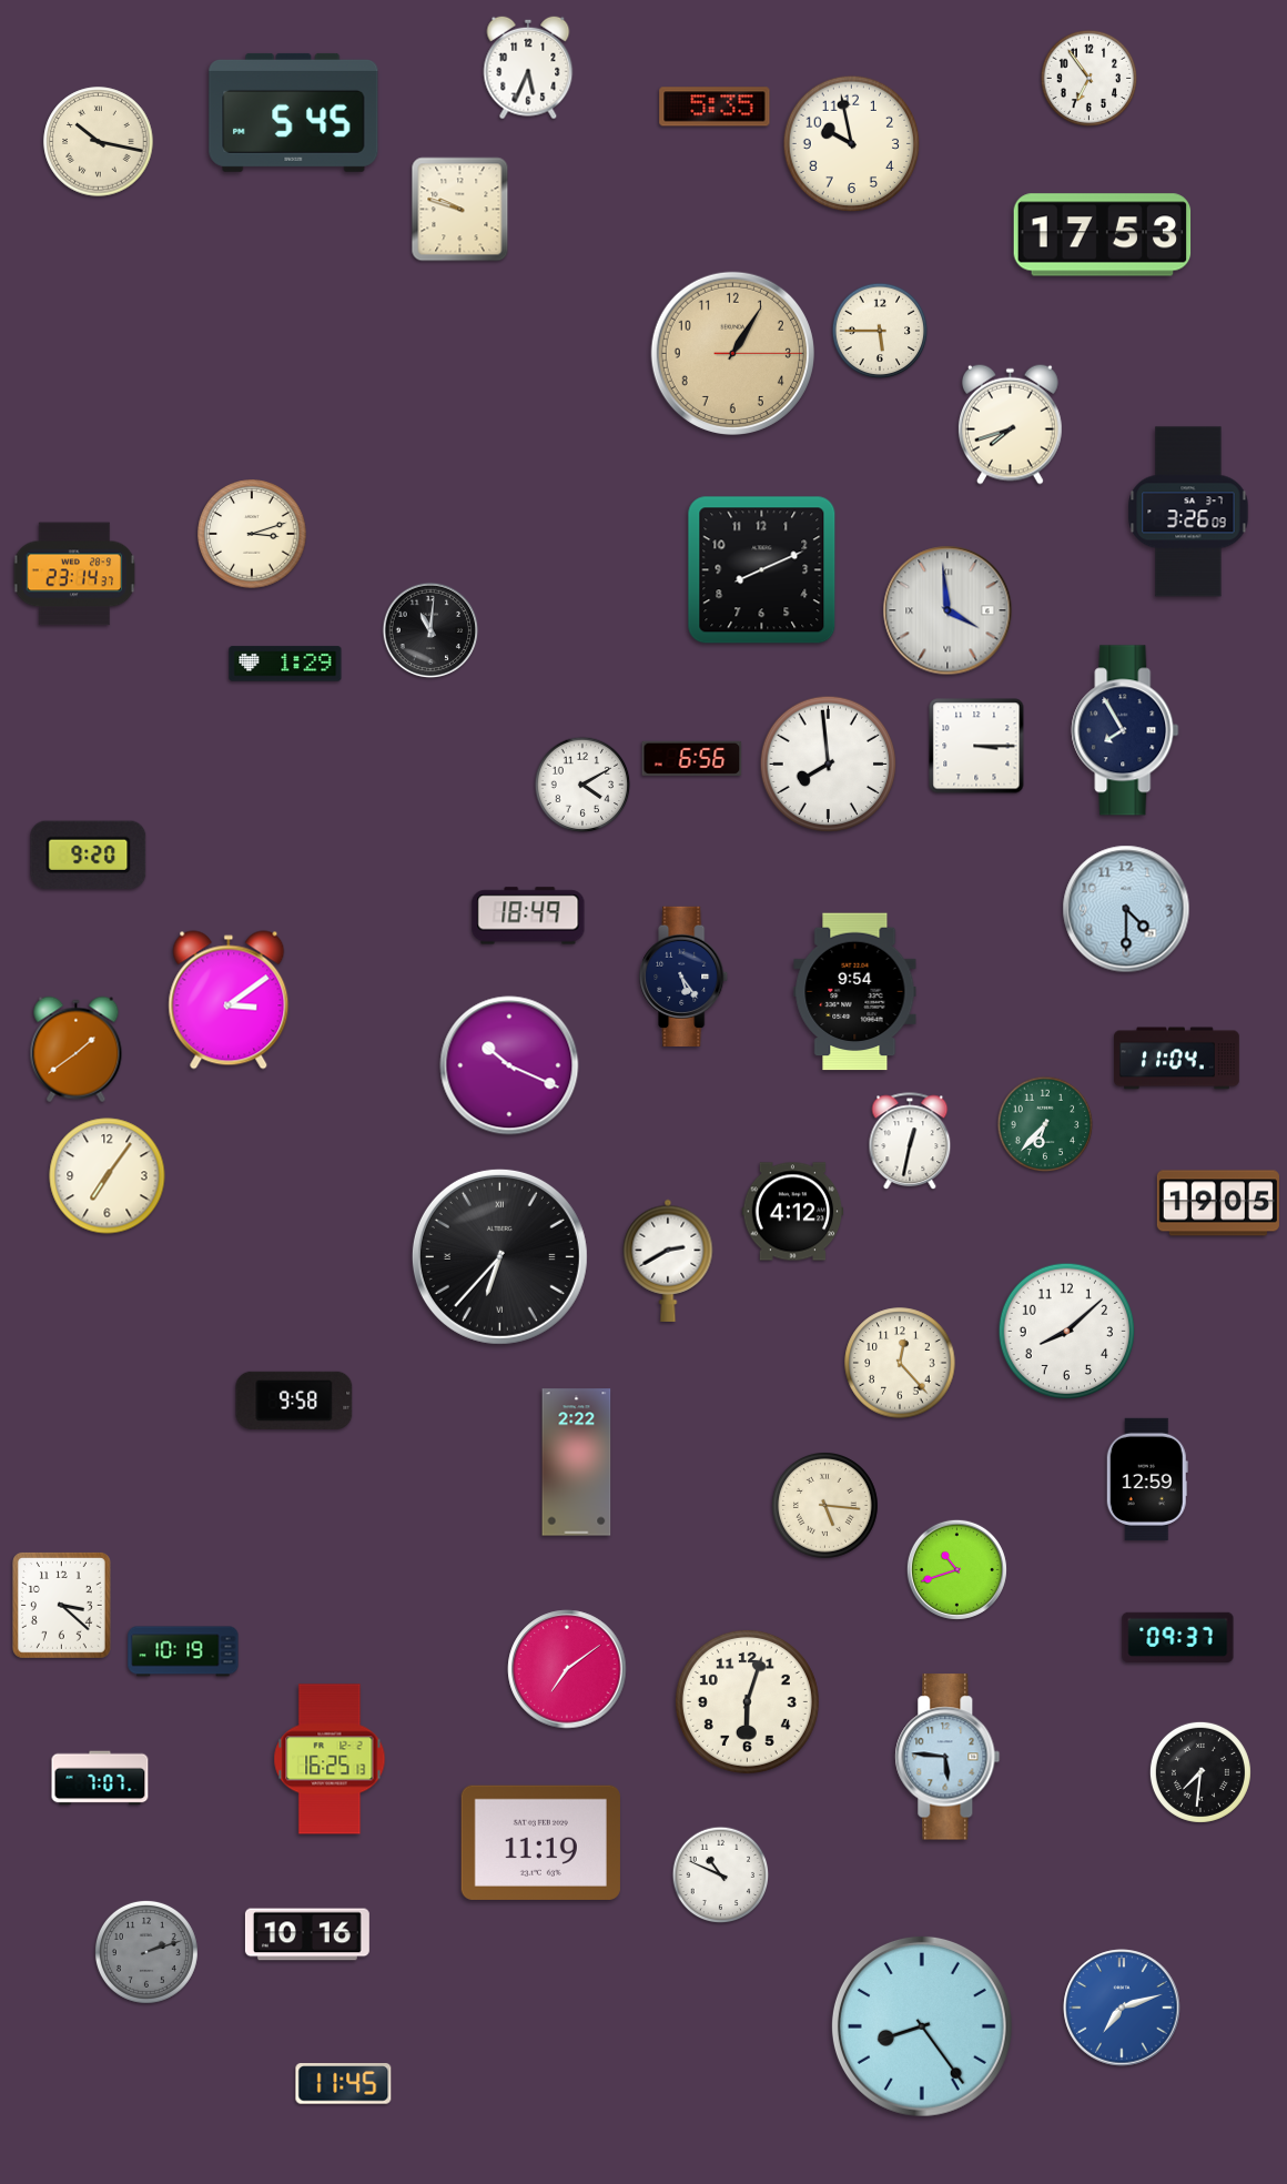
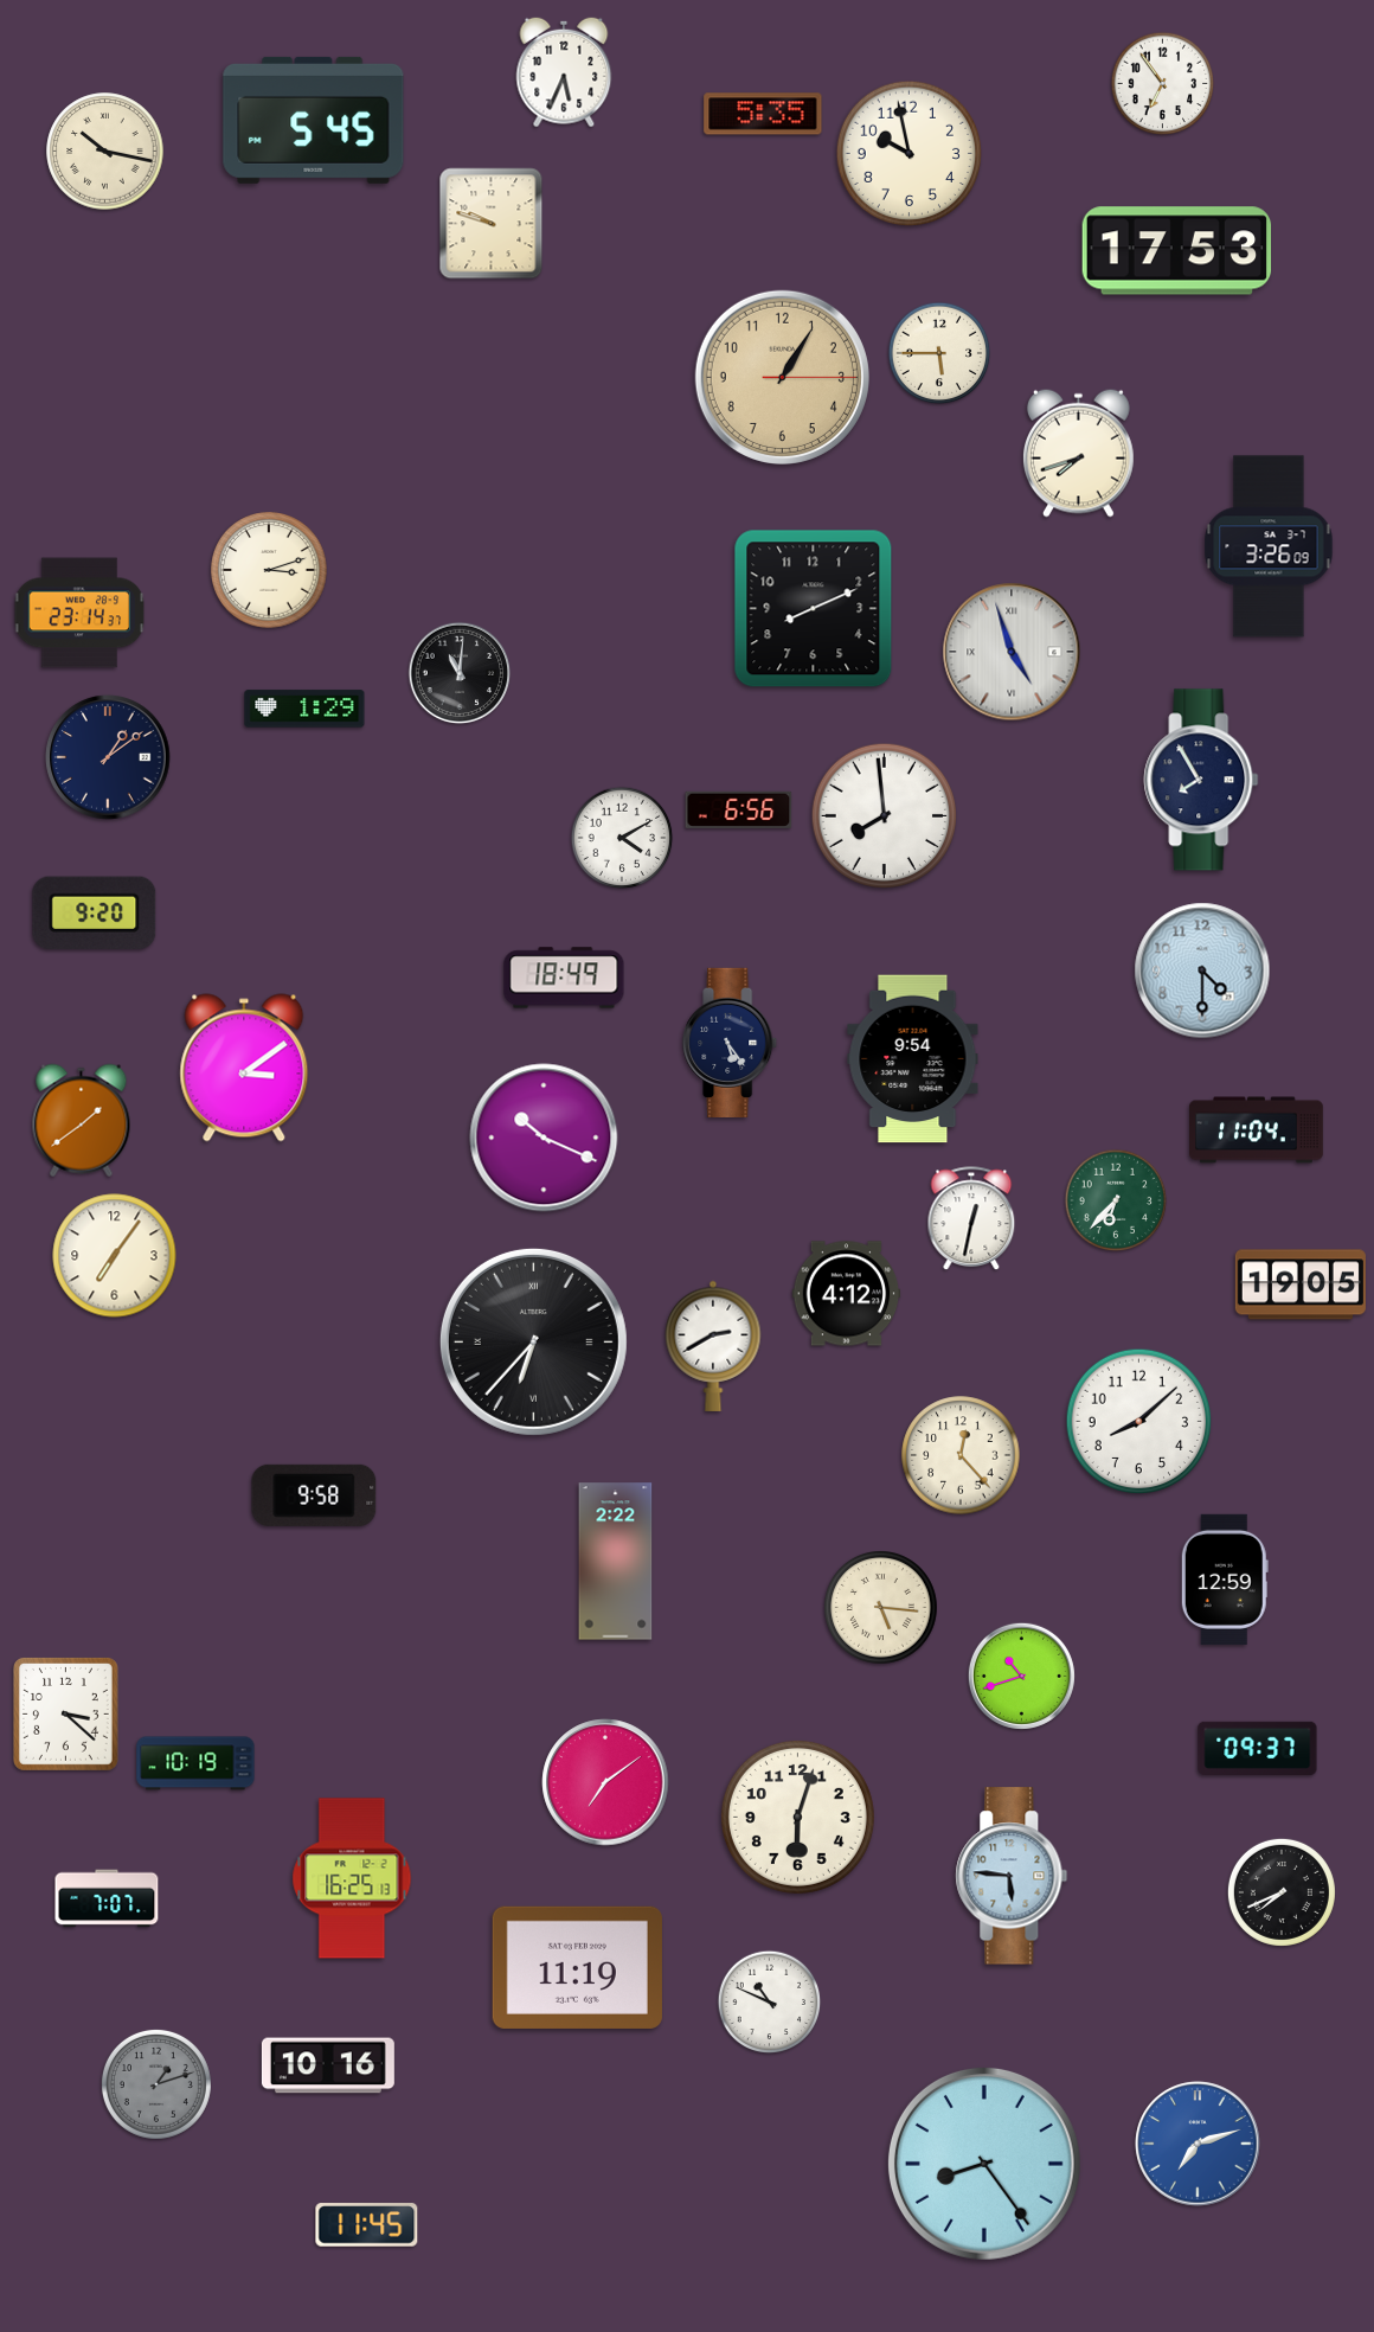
clock at (947, 610): 3:59 -> 4:57
clock at (108, 757): none -> 1:09
clock at (976, 746): 3:15 -> none
clock at (1200, 1772): 7:31 -> 7:41
clock at (146, 1952): 2:12 -> 1:12
